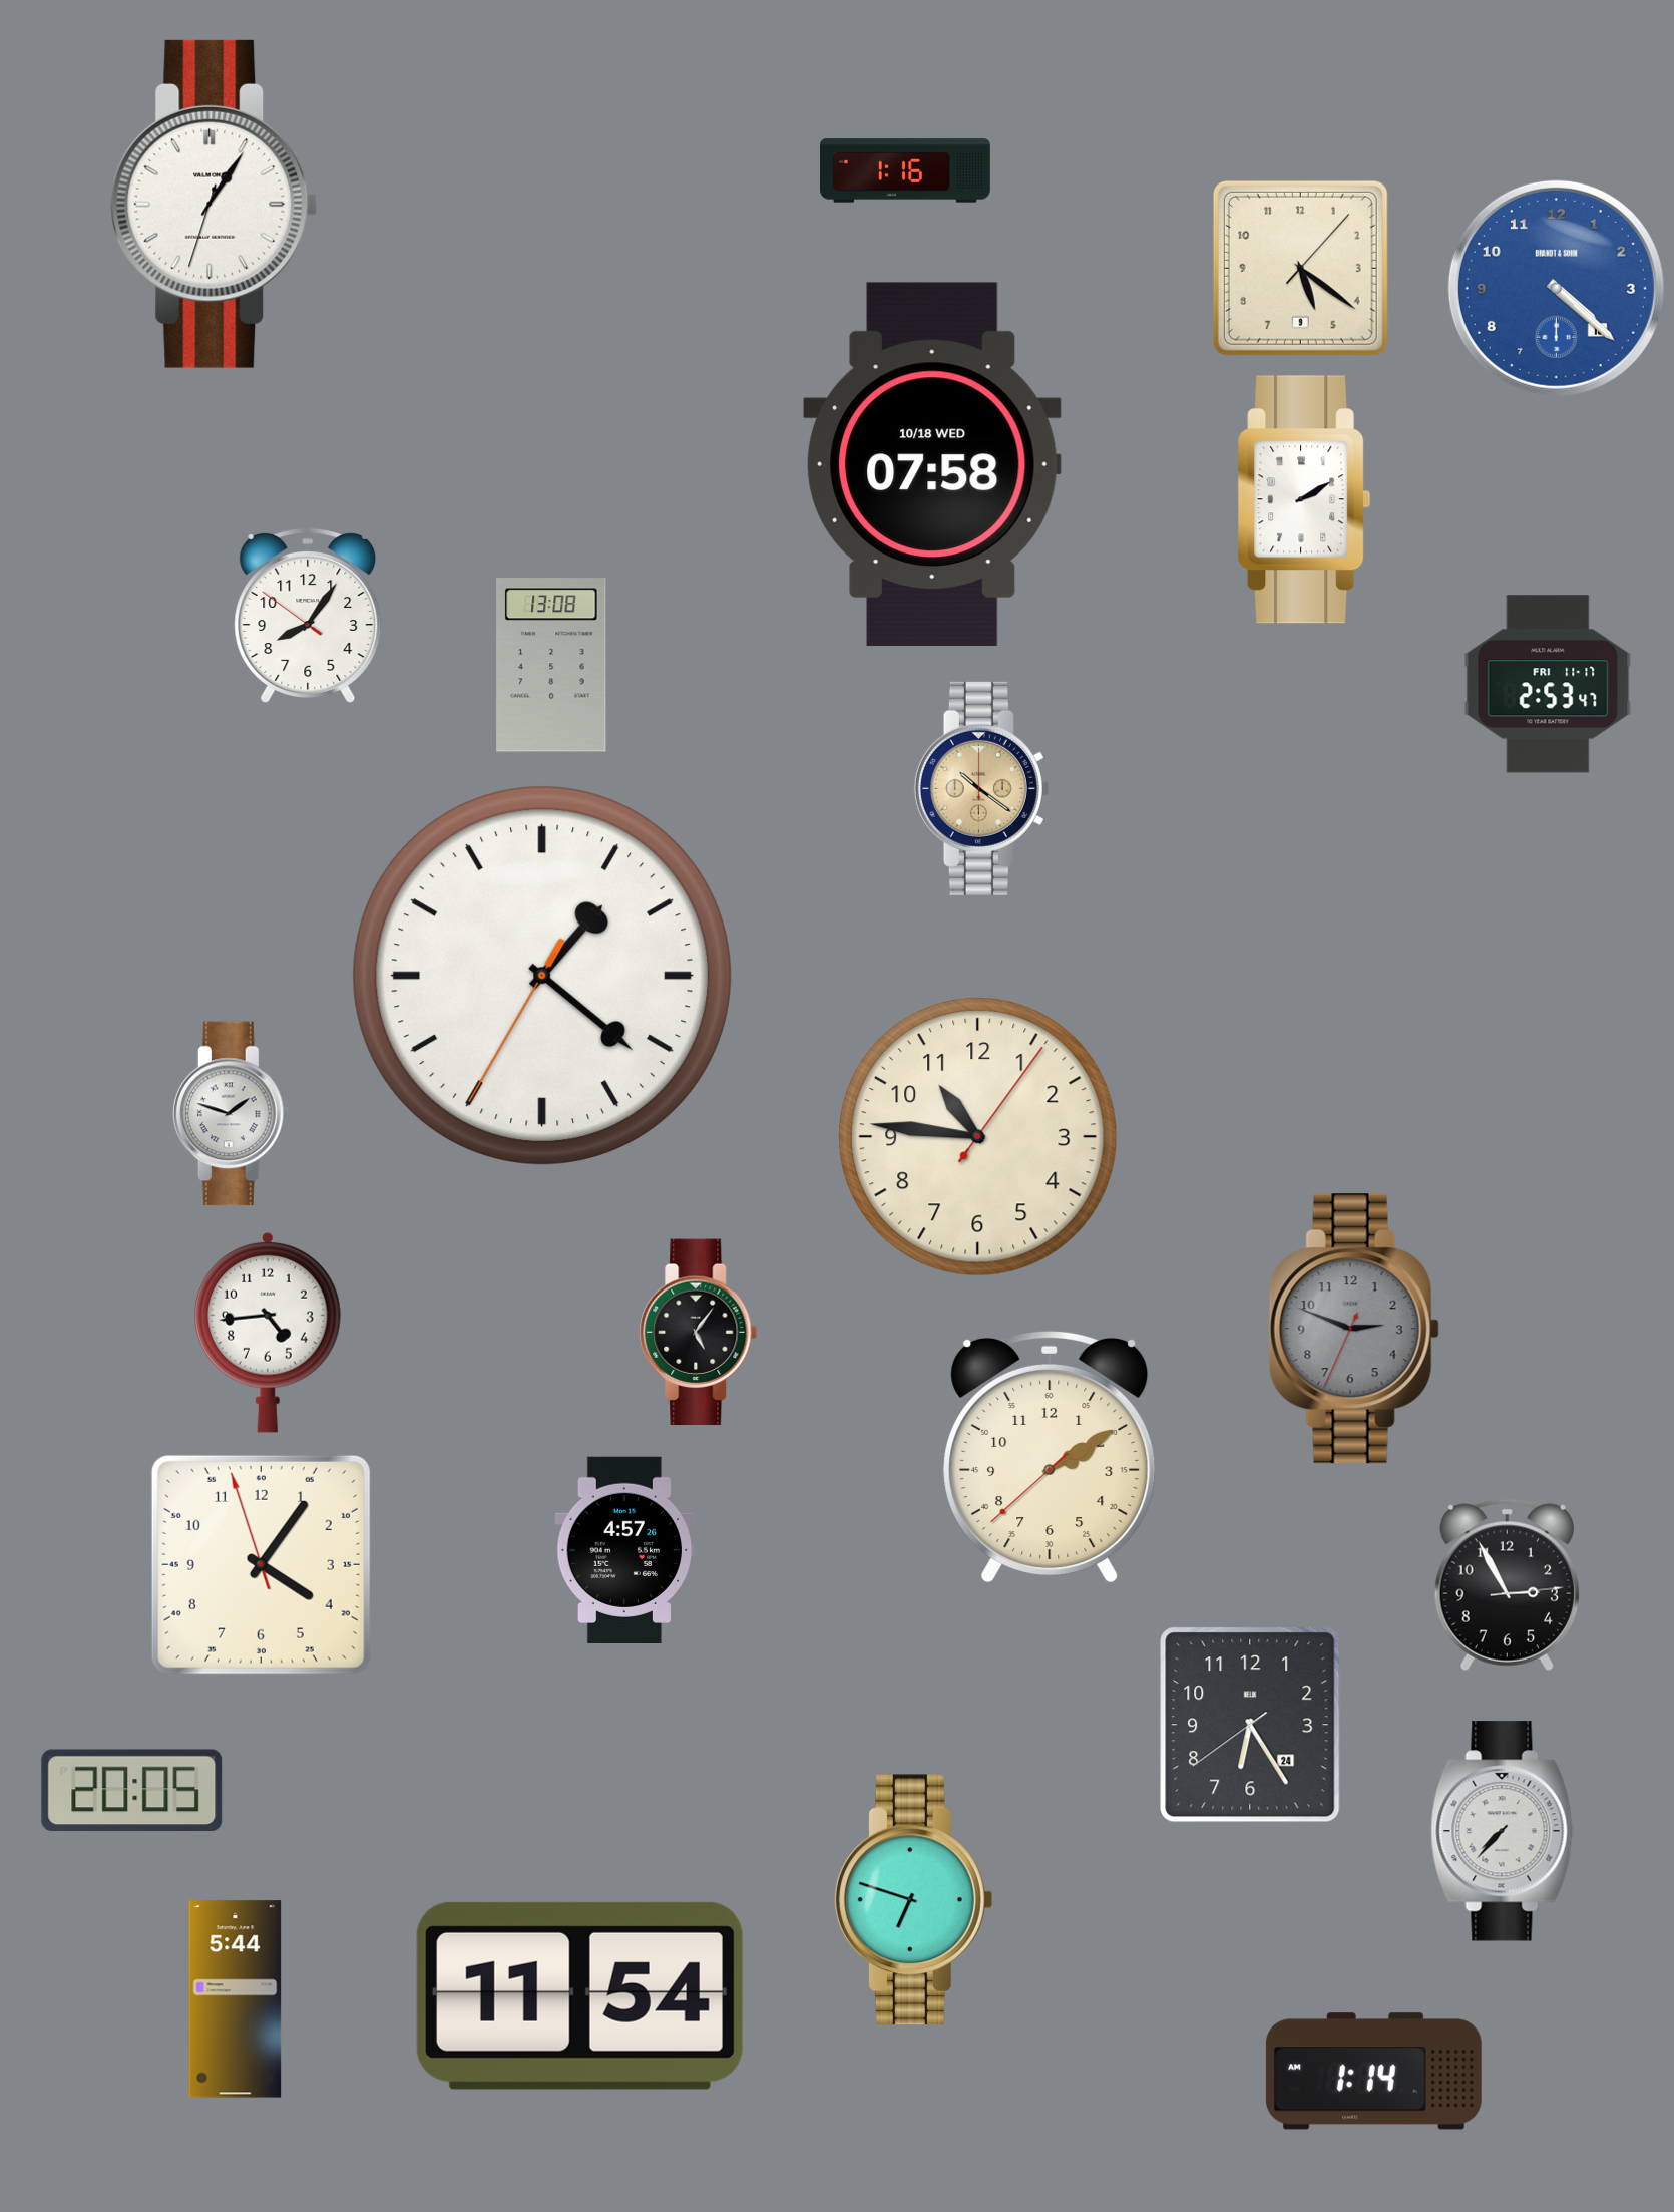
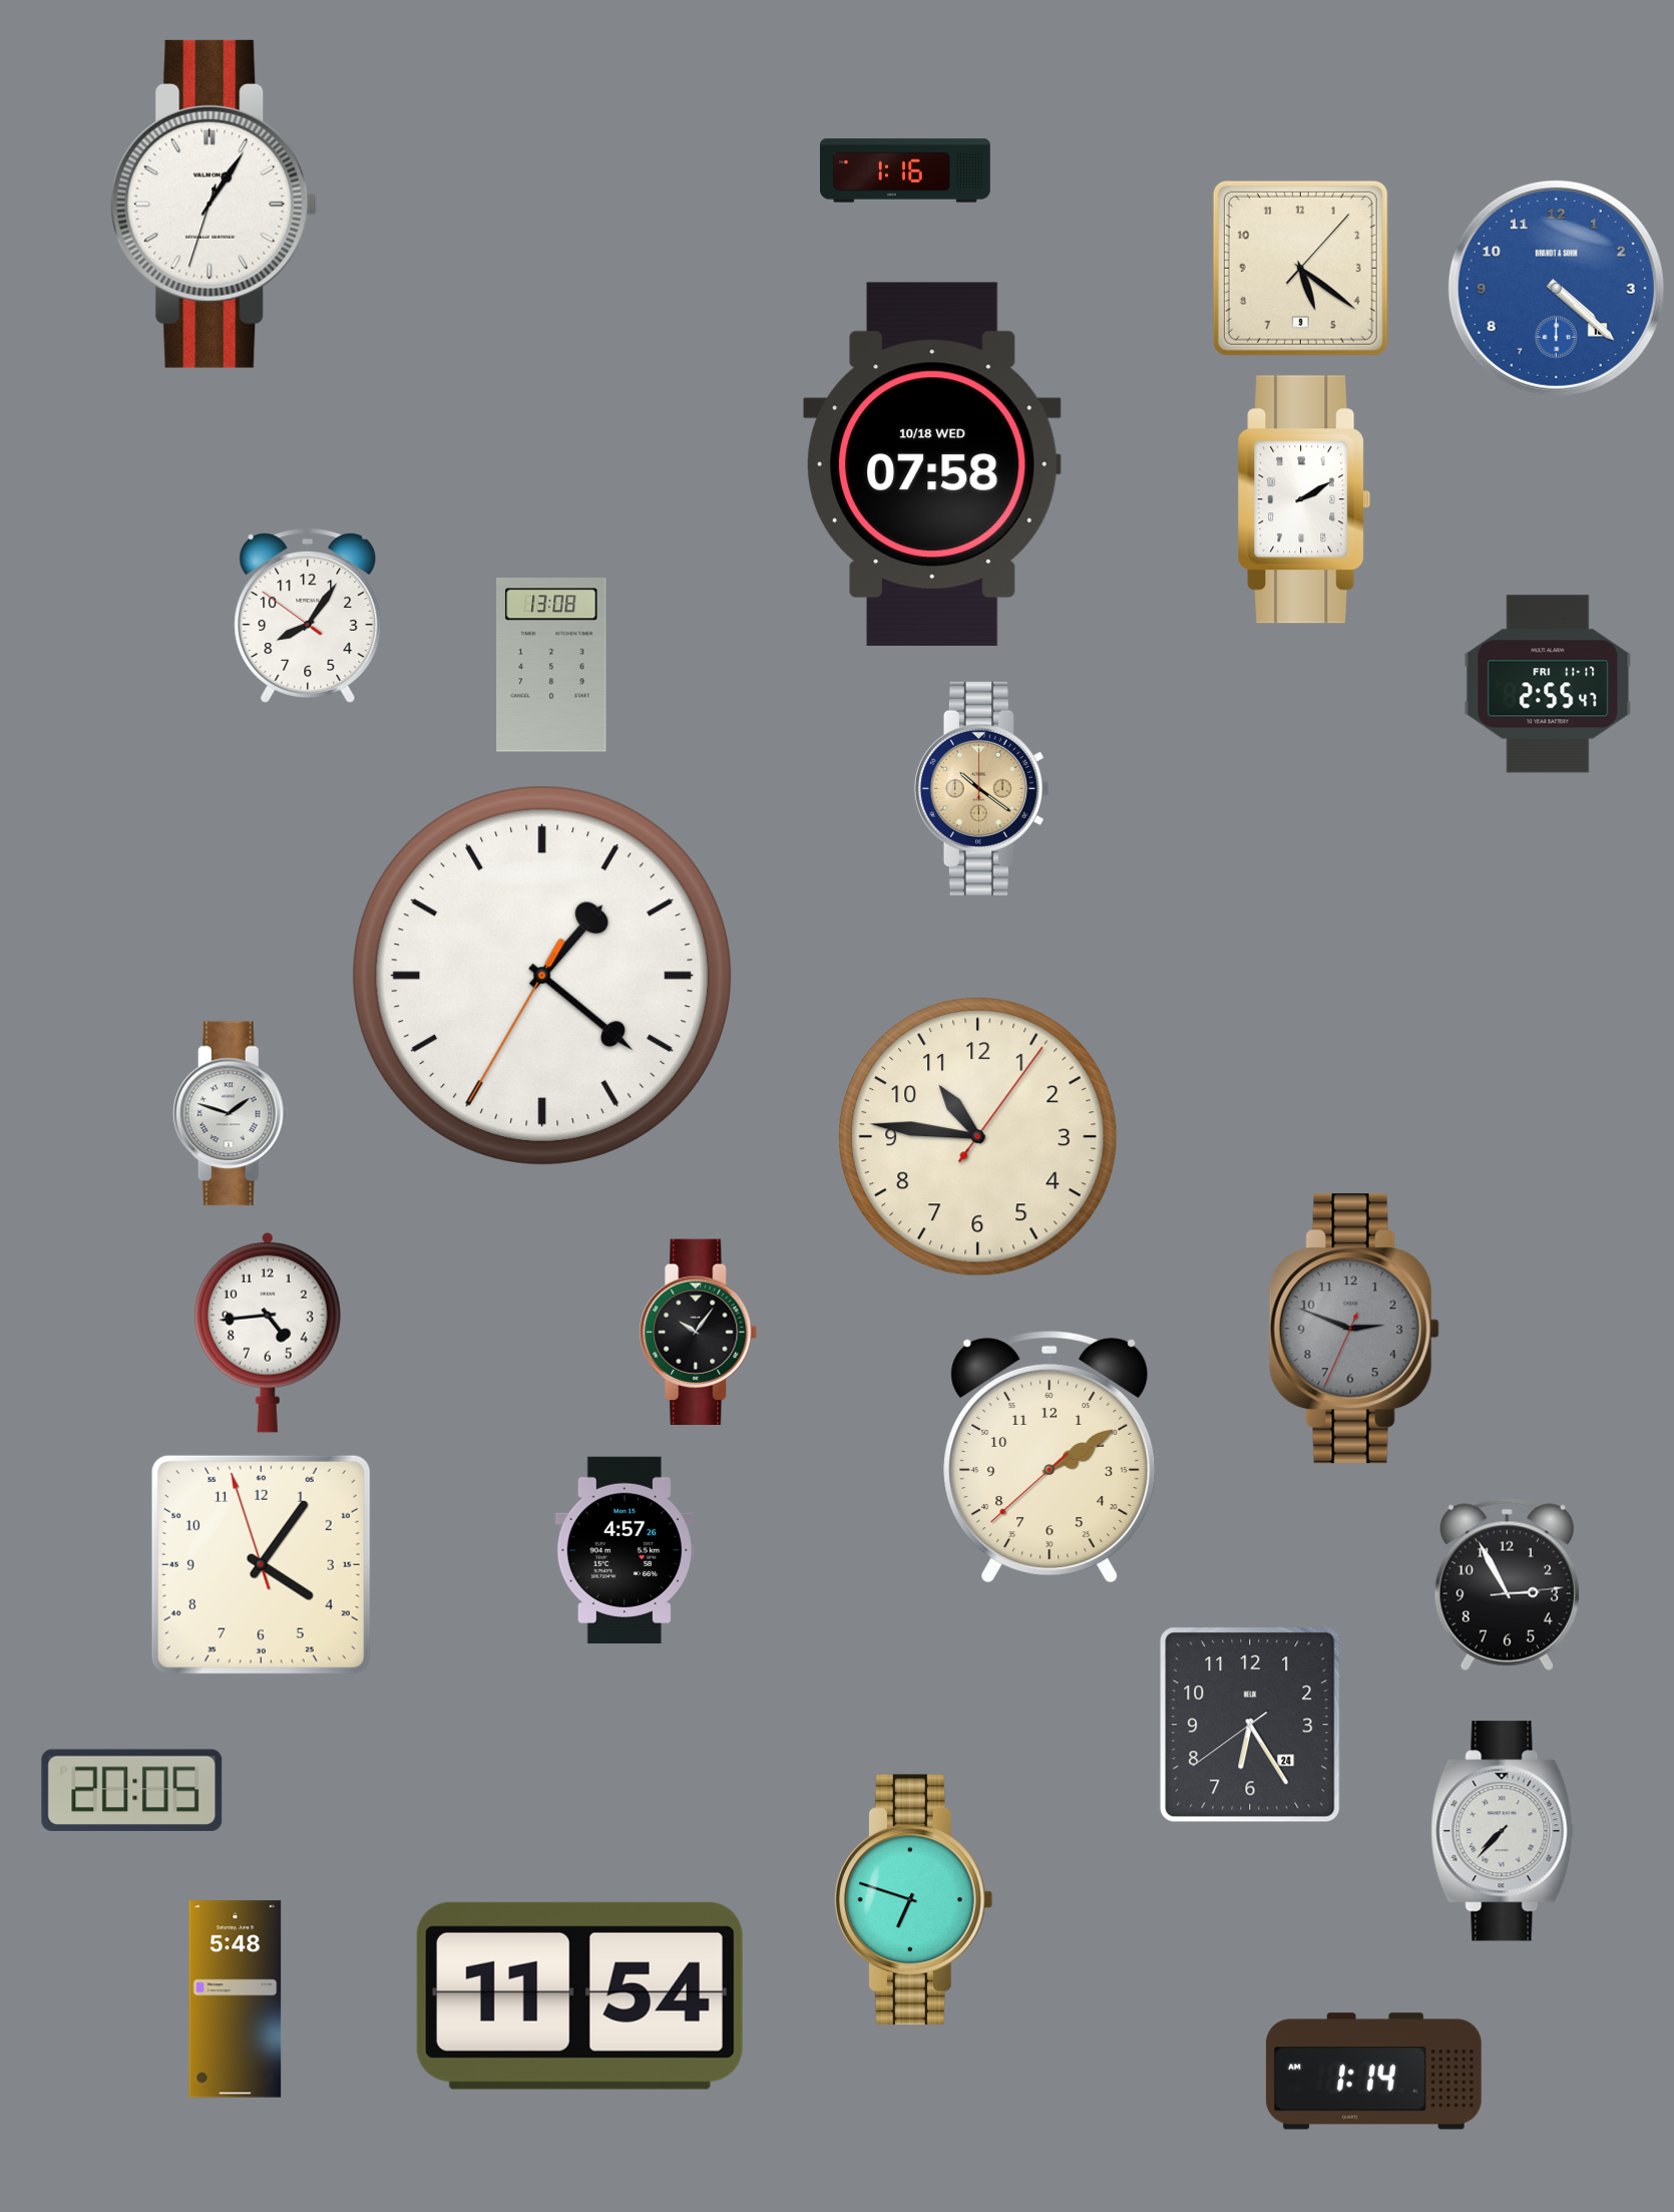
clock at (1548, 684): 2:53 -> 2:55
clock at (699, 1333): 5:06 -> 10:06
clock at (236, 1999): 5:44 -> 5:48
